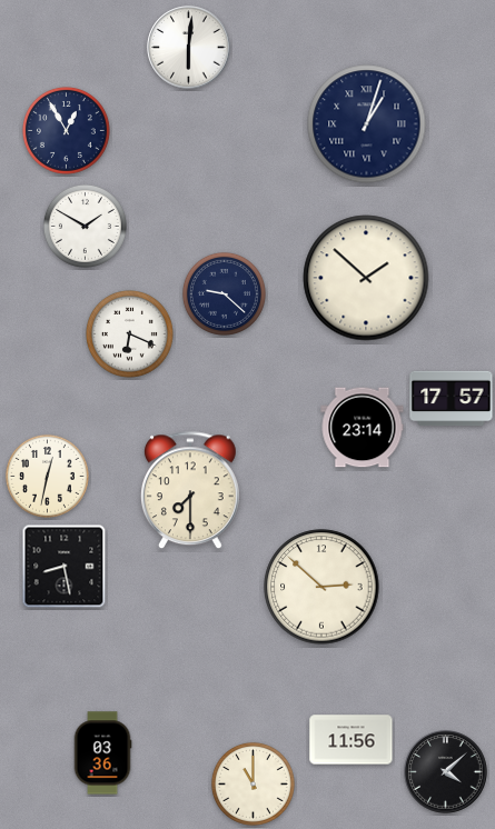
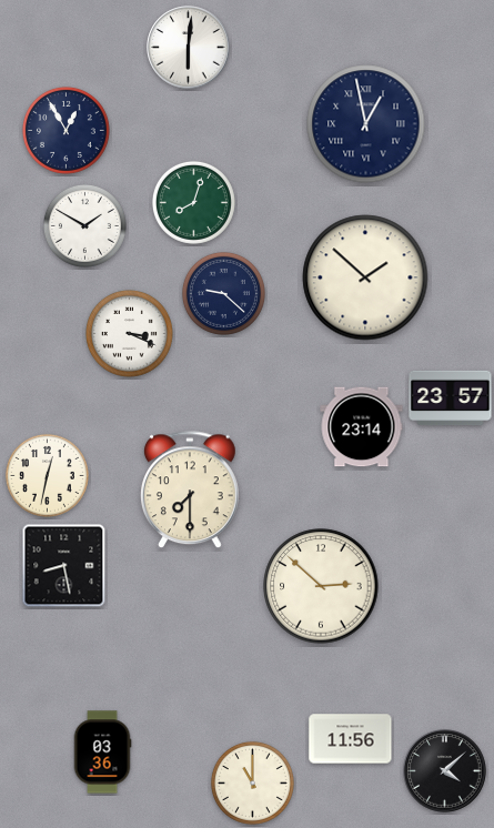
clock at (367, 124): 1:03 -> 12:58
clock at (193, 202): none -> 8:03
clock at (129, 333): 6:19 -> 3:19
clock at (452, 399): 17:57 -> 23:57
